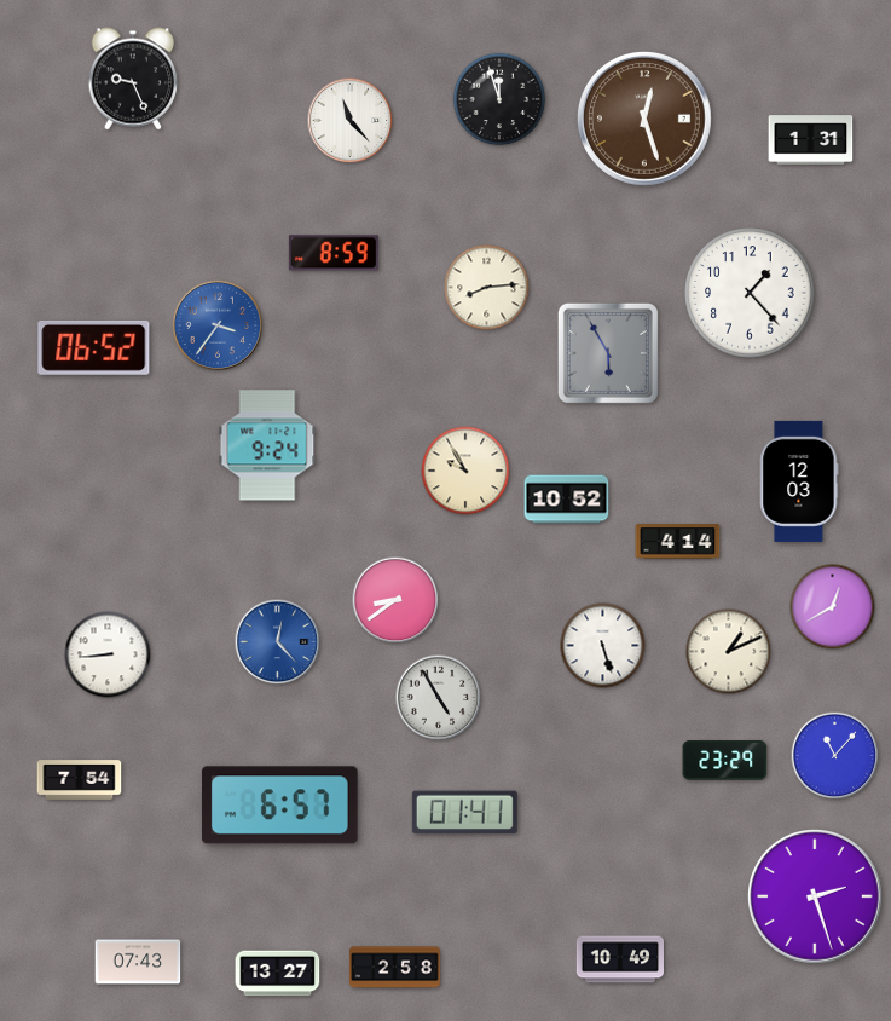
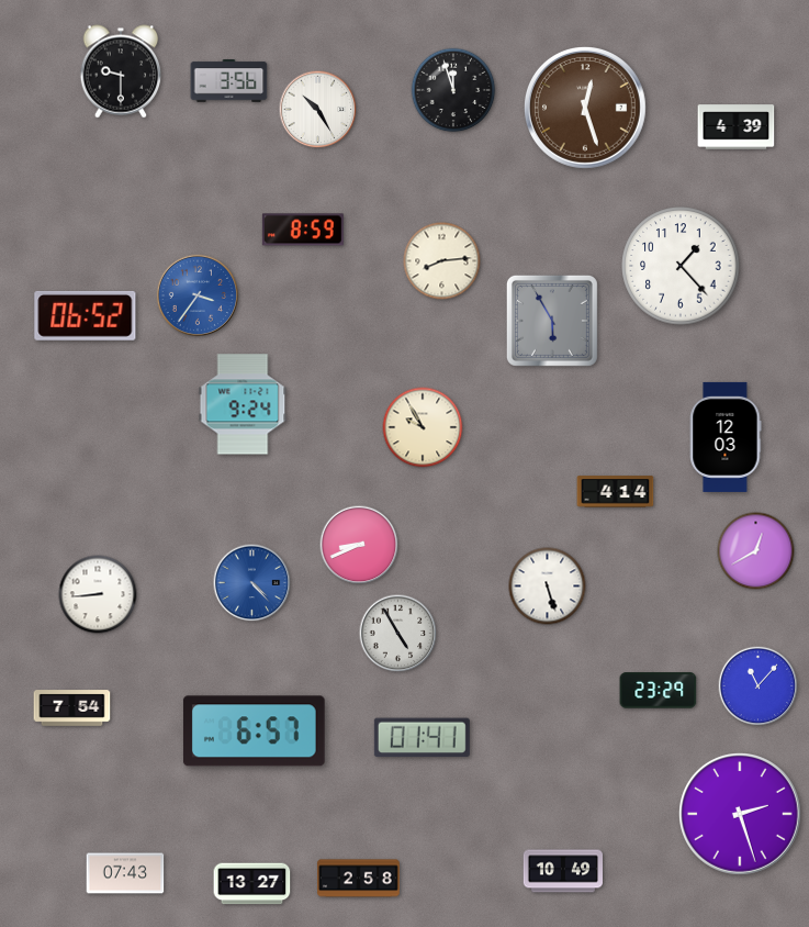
clock at (133, 79): 9:26 -> 9:30
clock at (229, 81): none -> 3:56
clock at (351, 121): 11:23 -> 10:25
clock at (811, 140): 1:31 -> 4:39
clock at (567, 500): 10:52 -> none
clock at (395, 600): 8:39 -> 8:41
clock at (278, 642): 12:23 -> 4:23
clock at (729, 652): 1:11 -> none
